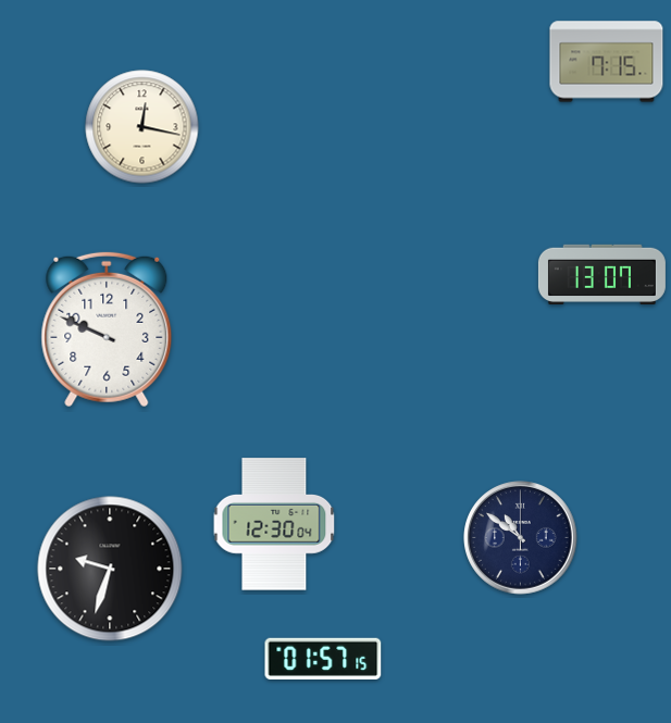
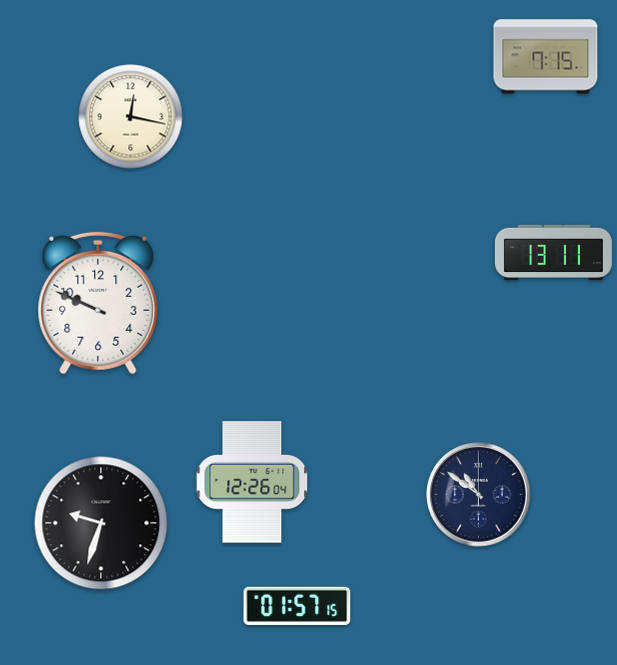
clock at (607, 62) position: (607, 62) -> (546, 57)
clock at (601, 274): 13:07 -> 13:11
clock at (274, 524): 12:30 -> 12:26
